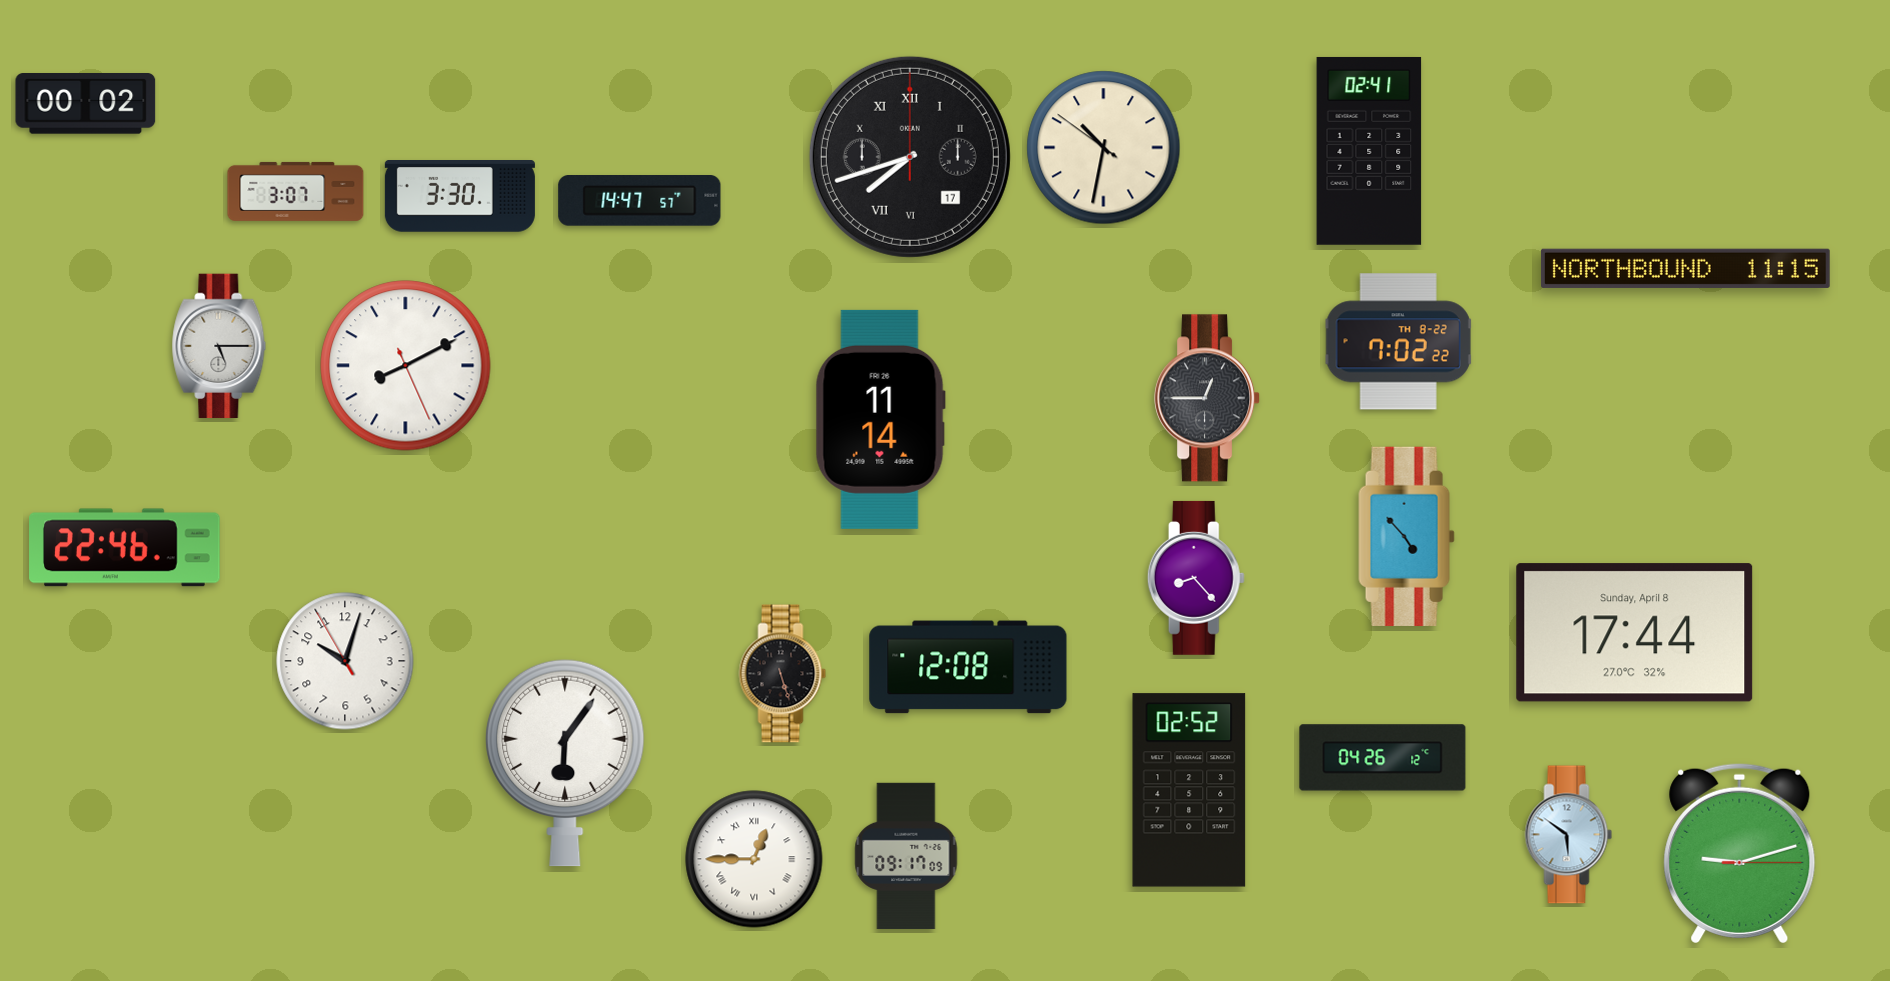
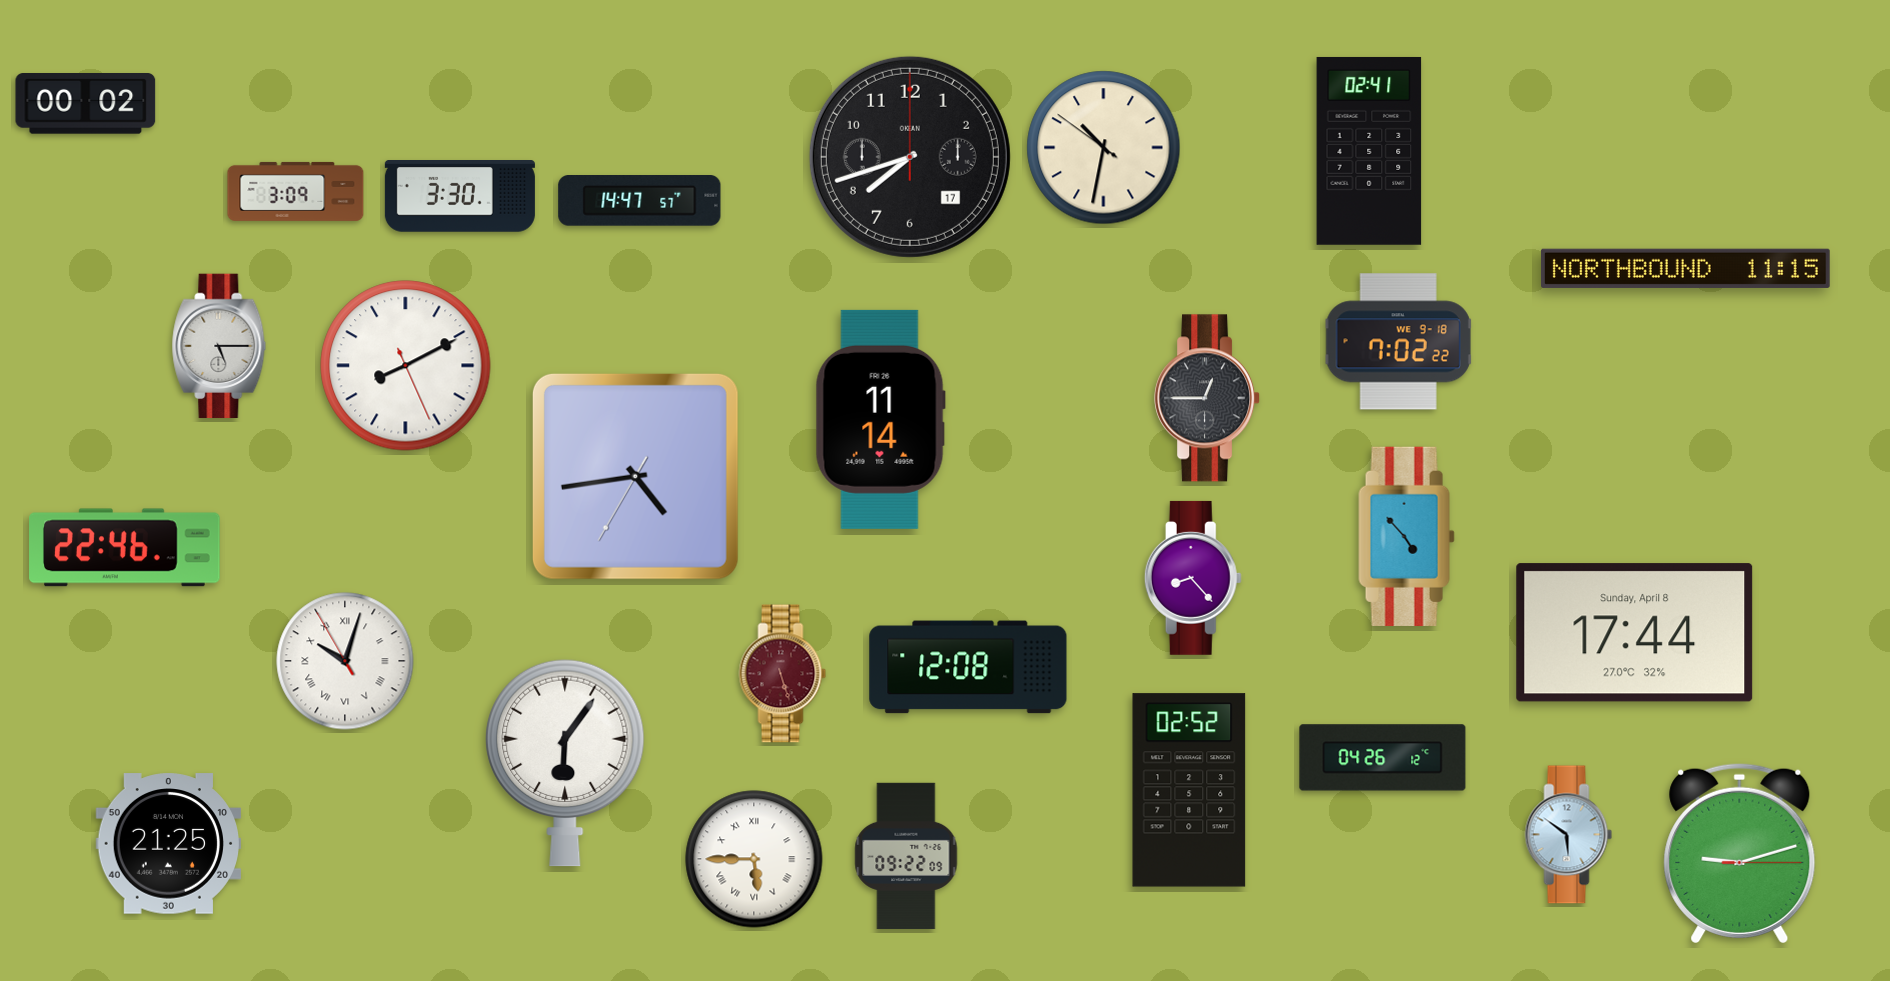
clock at (910, 157) numerals: Roman -> Arabic
clock at (296, 191): 3:07 -> 3:09
clock at (1399, 342) date: TH 8-22 -> WE 9-18
clock at (635, 476): none -> 4:43
clock at (1196, 578) position: (1196, 578) -> (1193, 578)
clock at (345, 661) numerals: Arabic -> Roman
clock at (783, 674) dial: black -> burgundy
clock at (168, 844): none -> 21:25
clock at (906, 856): 09:17 -> 09:22
clock at (754, 859): 12:45 -> 5:45
